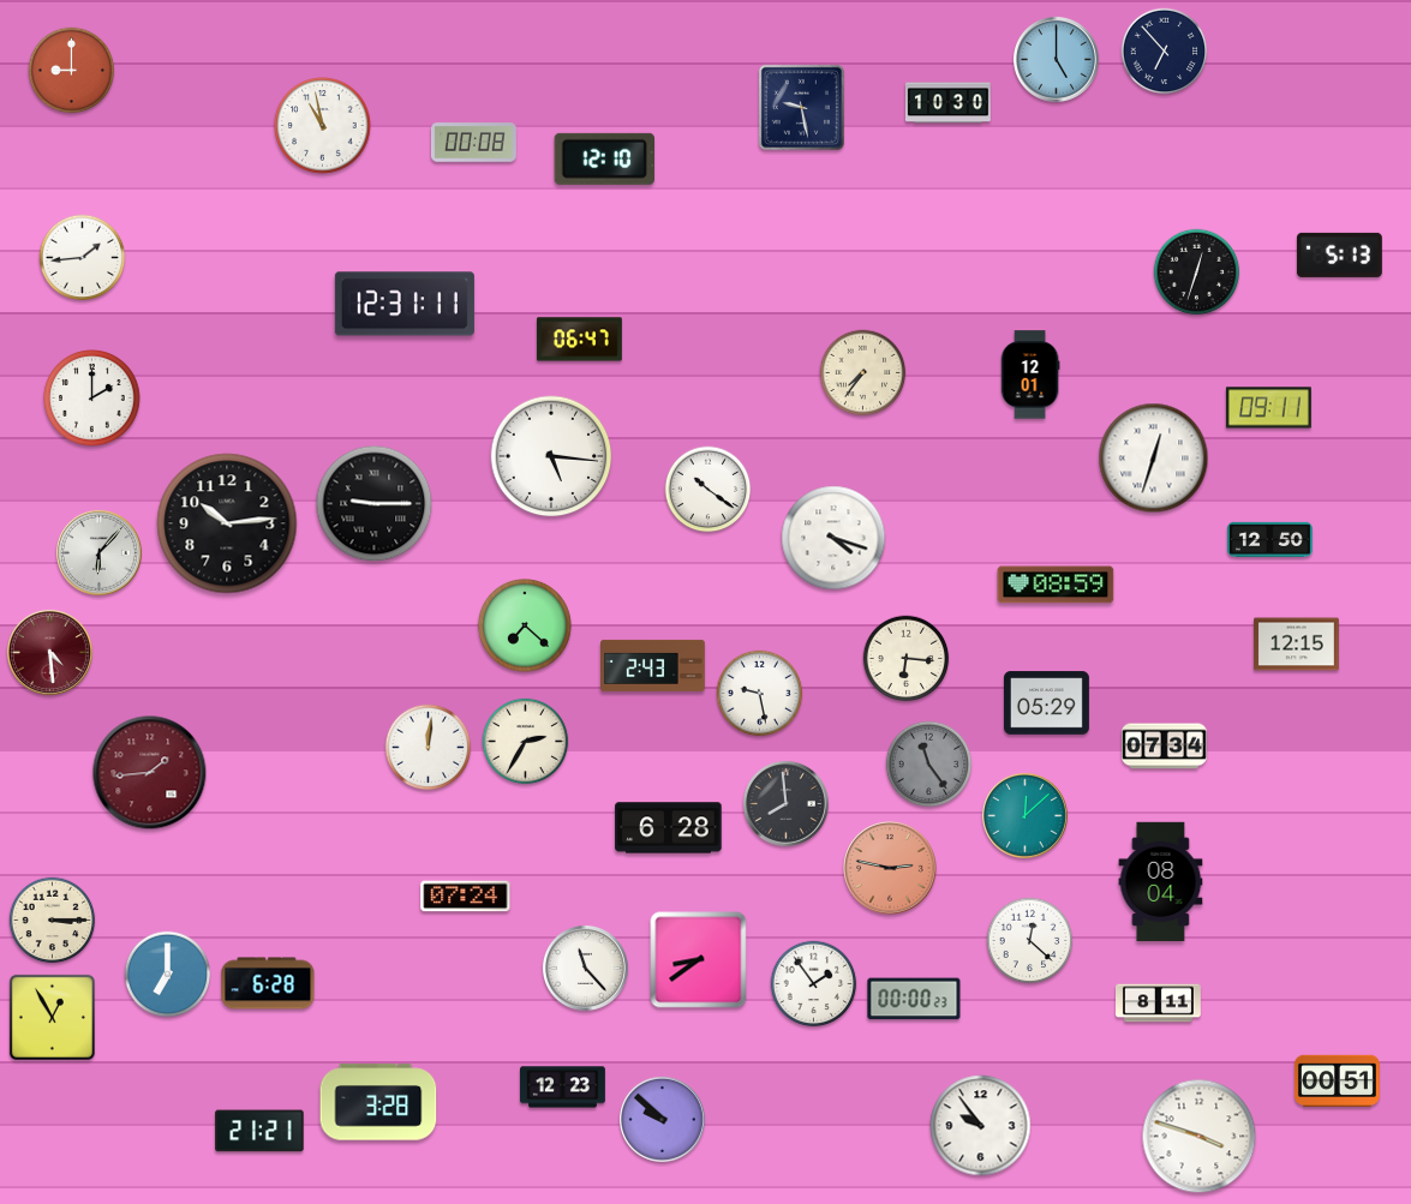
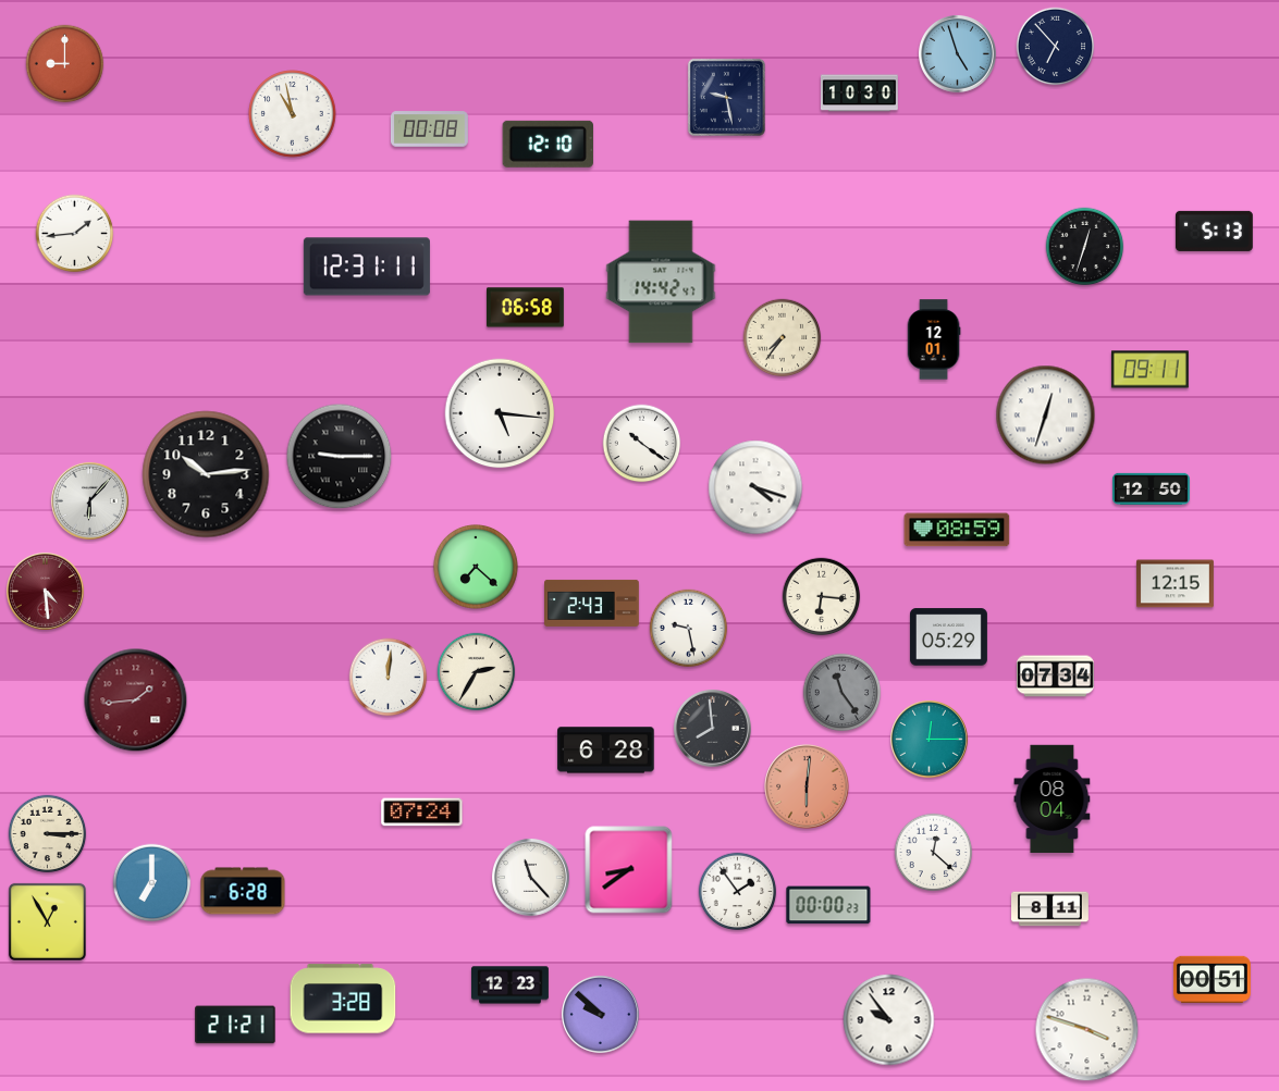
clock at (1056, 59): 5:00 -> 4:57
clock at (405, 304) position: (405, 304) -> (367, 266)
clock at (661, 282): none -> 14:42
clock at (579, 340): 06:47 -> 06:58
clock at (92, 399): 2:00 -> none
clock at (1024, 815): 12:08 -> 12:15
clock at (890, 868): 2:47 -> 6:01
clock at (699, 960) position: (699, 960) -> (629, 870)
